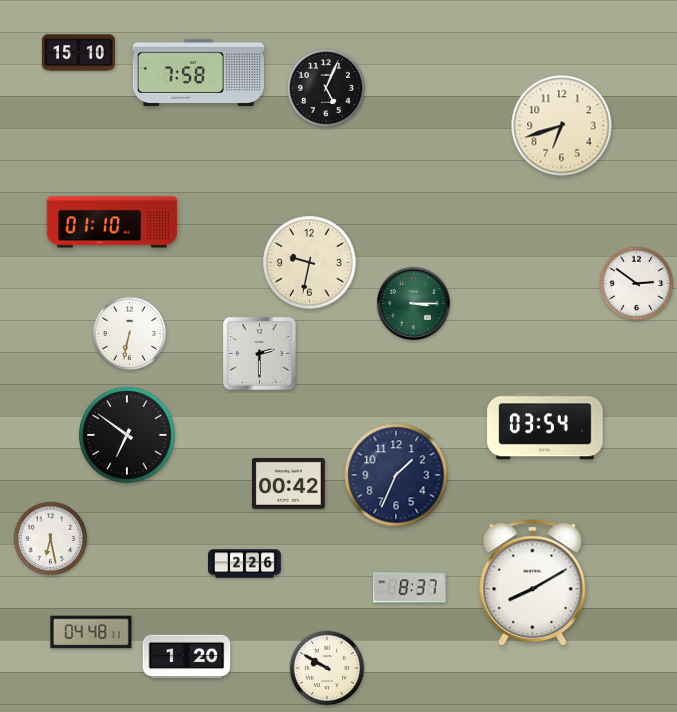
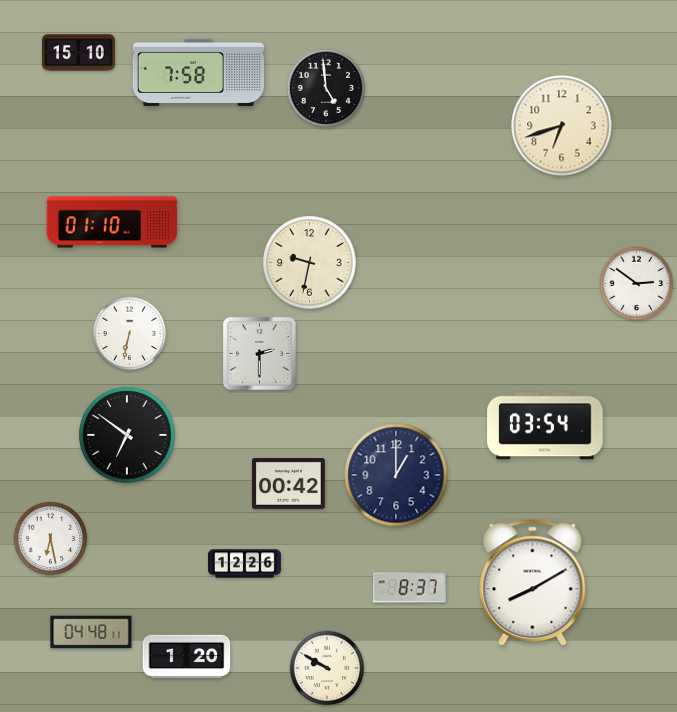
clock at (326, 88): 5:04 -> 4:59
clock at (413, 303): 3:15 -> none
clock at (396, 475): 1:34 -> 1:00
clock at (245, 564): 2:26 -> 12:26
